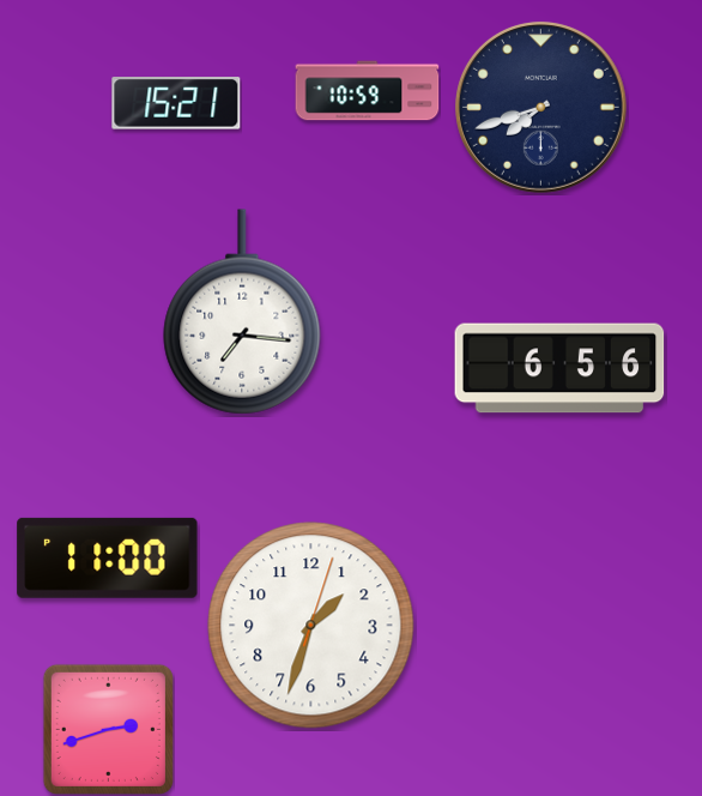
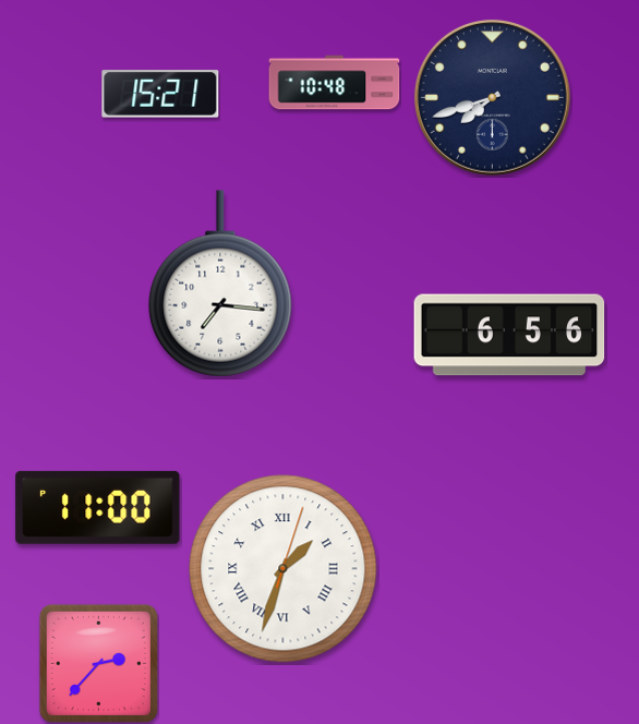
clock at (368, 91): 10:59 -> 10:48
clock at (311, 626) numerals: Arabic -> Roman
clock at (108, 729): 2:42 -> 2:37
